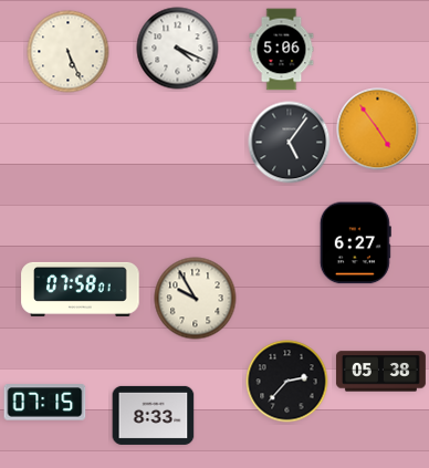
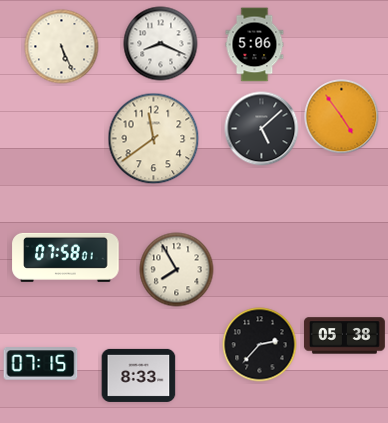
clock at (178, 49): 4:19 -> 8:19
clock at (290, 143): 5:06 -> 5:08
clock at (154, 139): none -> 11:39
clock at (355, 243): 6:27 -> none
clock at (81, 289) position: (81, 289) -> (66, 257)
clock at (196, 299): 9:55 -> 7:55
